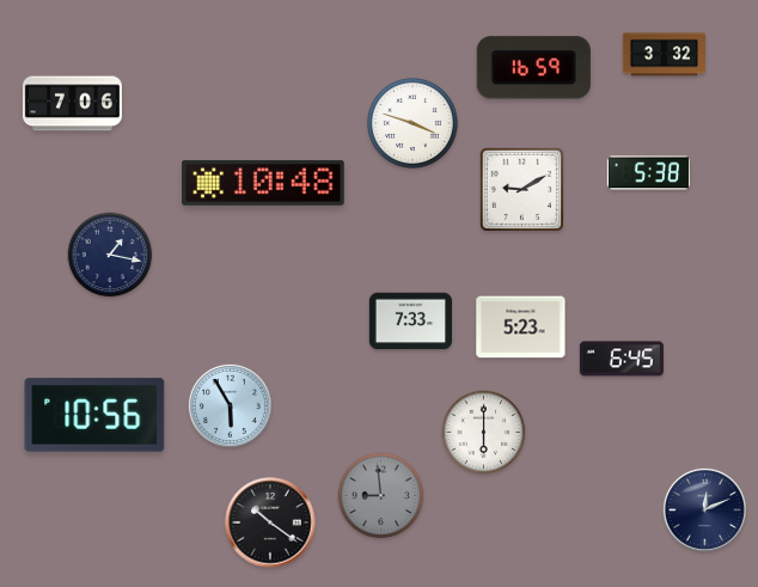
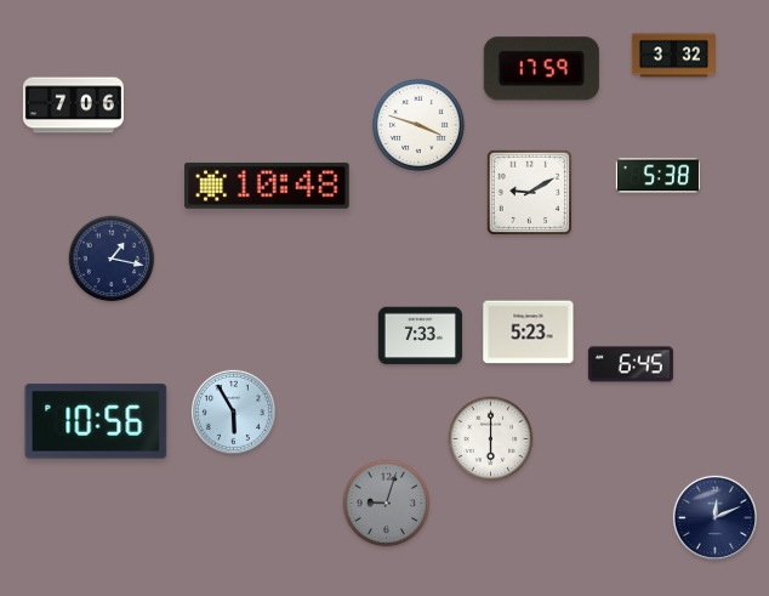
clock at (533, 68): 16:59 -> 17:59
clock at (410, 322) position: (410, 322) -> (420, 336)
clock at (381, 496): 8:59 -> 9:03
clock at (270, 522): 10:21 -> none
